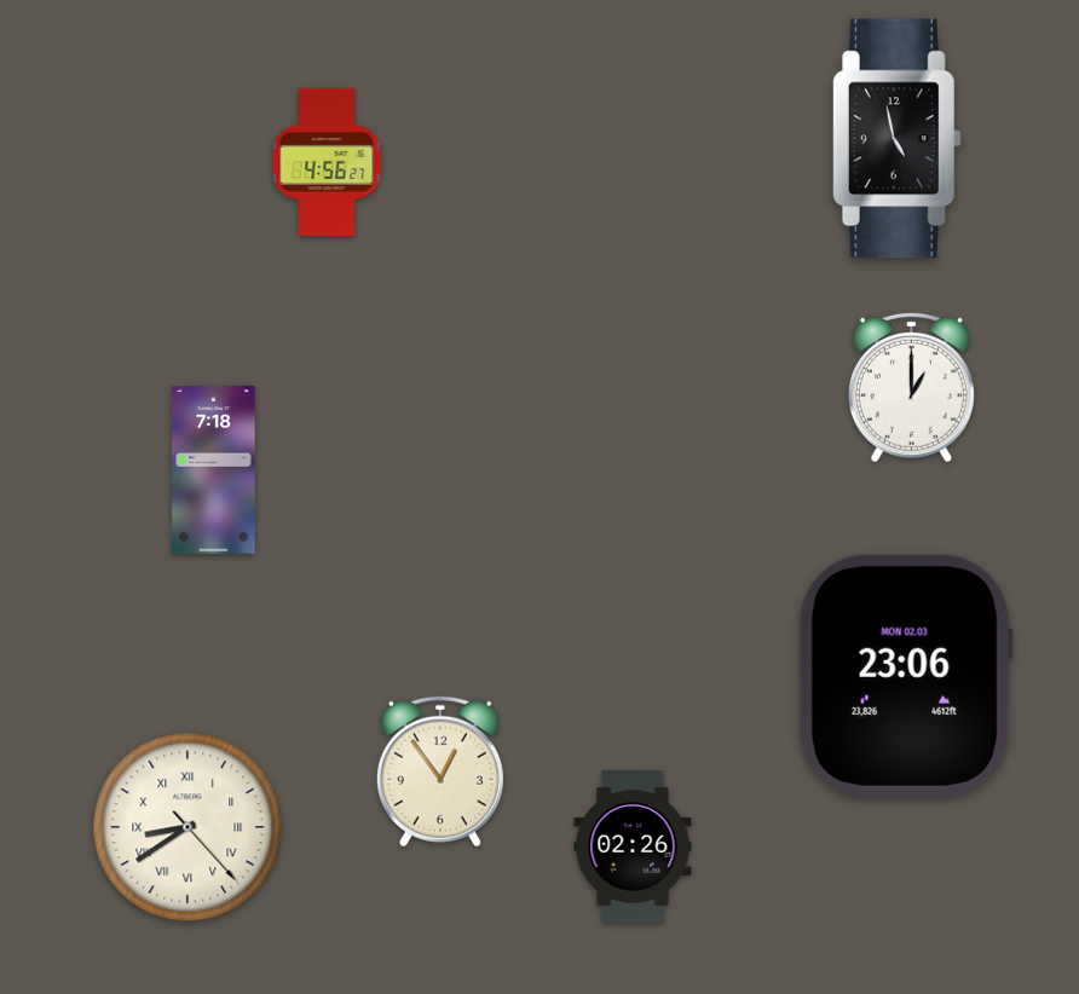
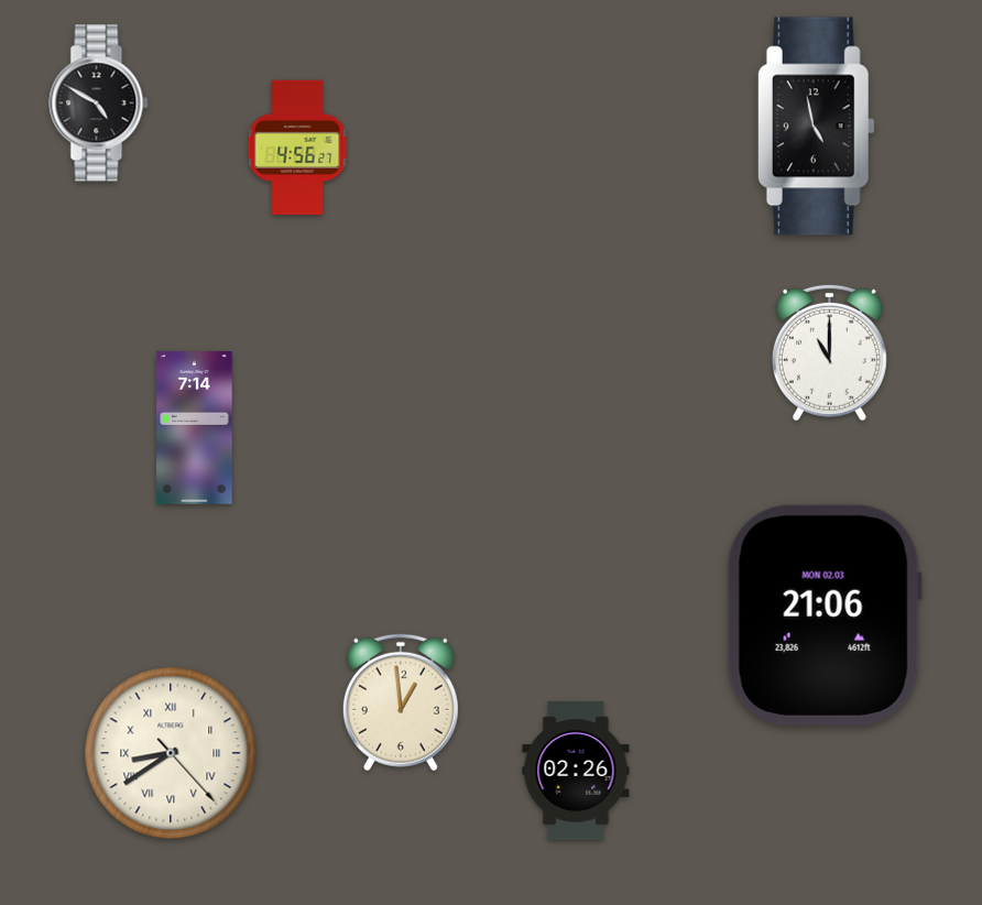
clock at (99, 103): none -> 4:50
clock at (911, 387): 1:00 -> 11:00
clock at (214, 470): 7:18 -> 7:14
clock at (906, 676): 23:06 -> 21:06
clock at (440, 771): 12:54 -> 12:59
